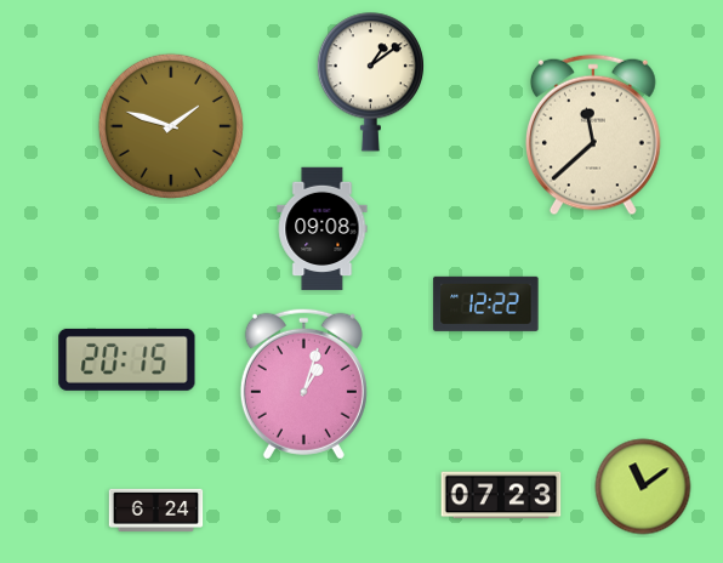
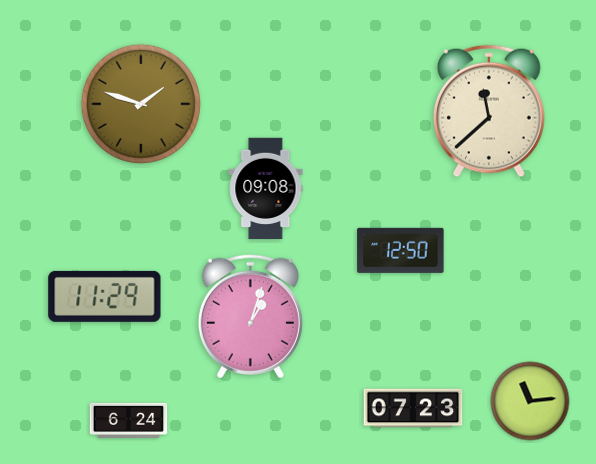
clock at (370, 83): 1:09 -> none
clock at (486, 303): 12:22 -> 12:50
clock at (127, 359): 20:15 -> 11:29
clock at (643, 487): 11:09 -> 11:14
